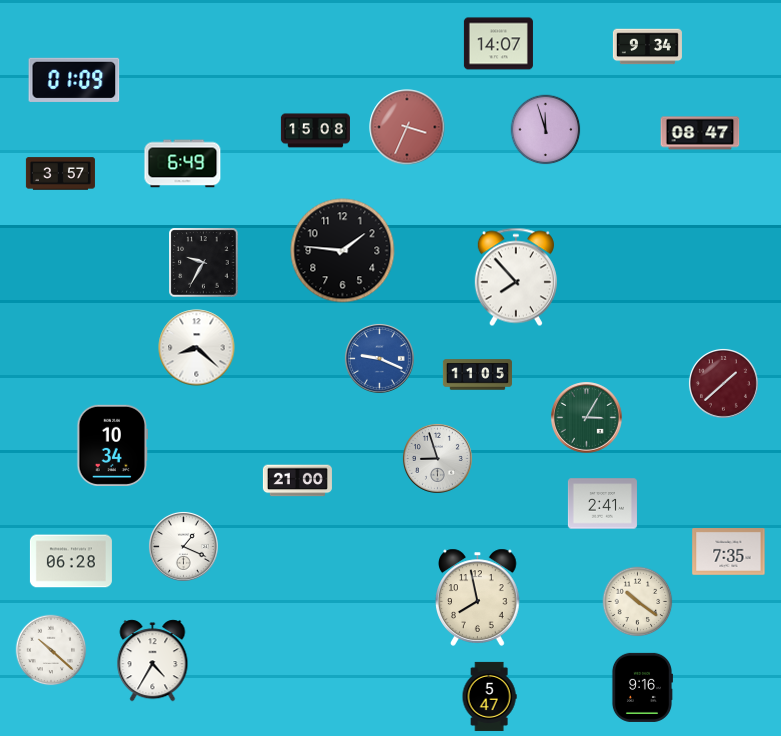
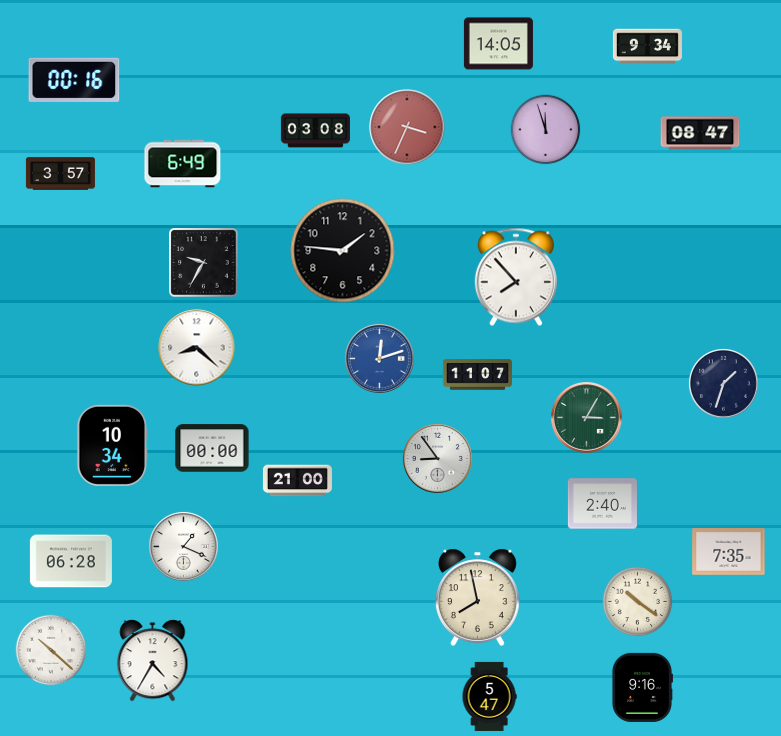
clock at (498, 44): 14:07 -> 14:05
clock at (74, 80): 01:09 -> 00:16
clock at (315, 131): 15:08 -> 03:08
clock at (379, 358): 9:19 -> 12:12
clock at (477, 375): 11:05 -> 11:07
clock at (723, 383): 1:38 -> 1:33
clock at (723, 383) dial: burgundy -> navy
clock at (212, 448): none -> 00:00
clock at (437, 458): 8:57 -> 8:54
clock at (602, 504): 2:41 -> 2:40
